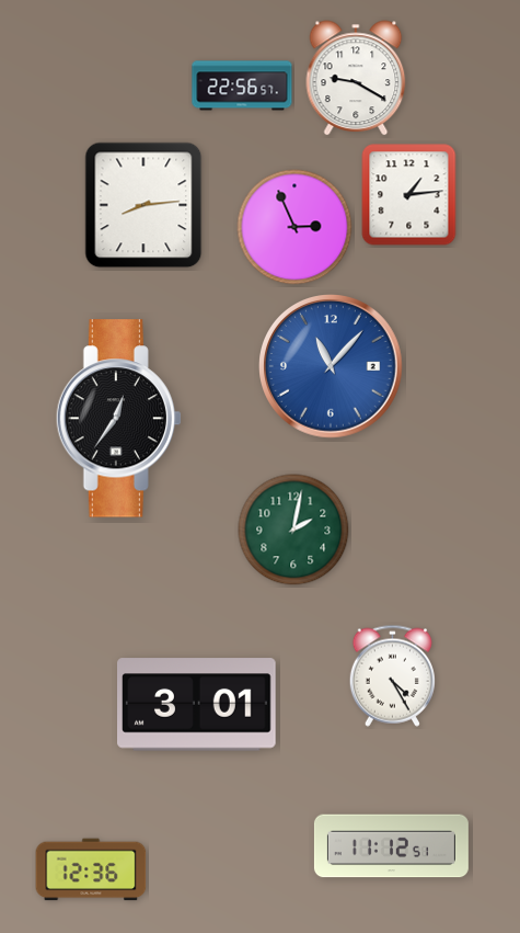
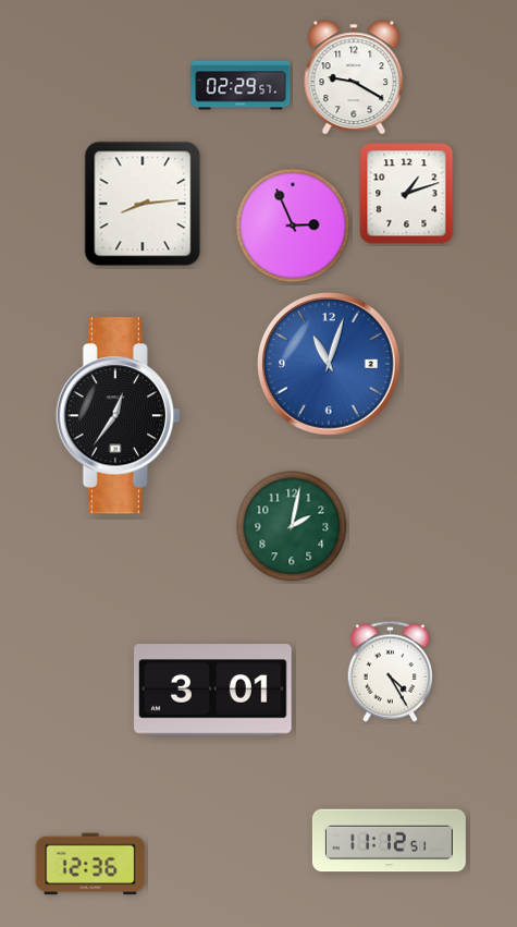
clock at (242, 86): 22:56 -> 02:29
clock at (409, 195): 1:14 -> 1:12
clock at (331, 366): 11:07 -> 11:03
clock at (197, 705) position: (197, 705) -> (213, 691)
